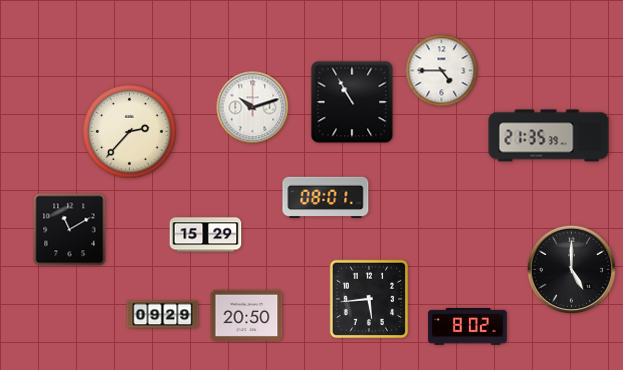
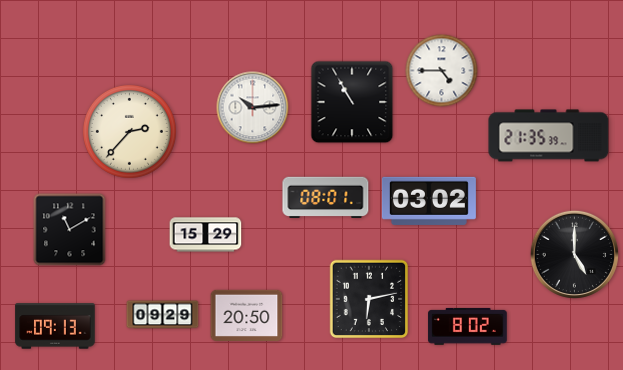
clock at (253, 108): 10:12 -> 10:14
clock at (429, 201): none -> 03:02
clock at (571, 269) position: (571, 269) -> (574, 254)
clock at (369, 299): 5:44 -> 6:13
clock at (55, 326): none -> 09:13
